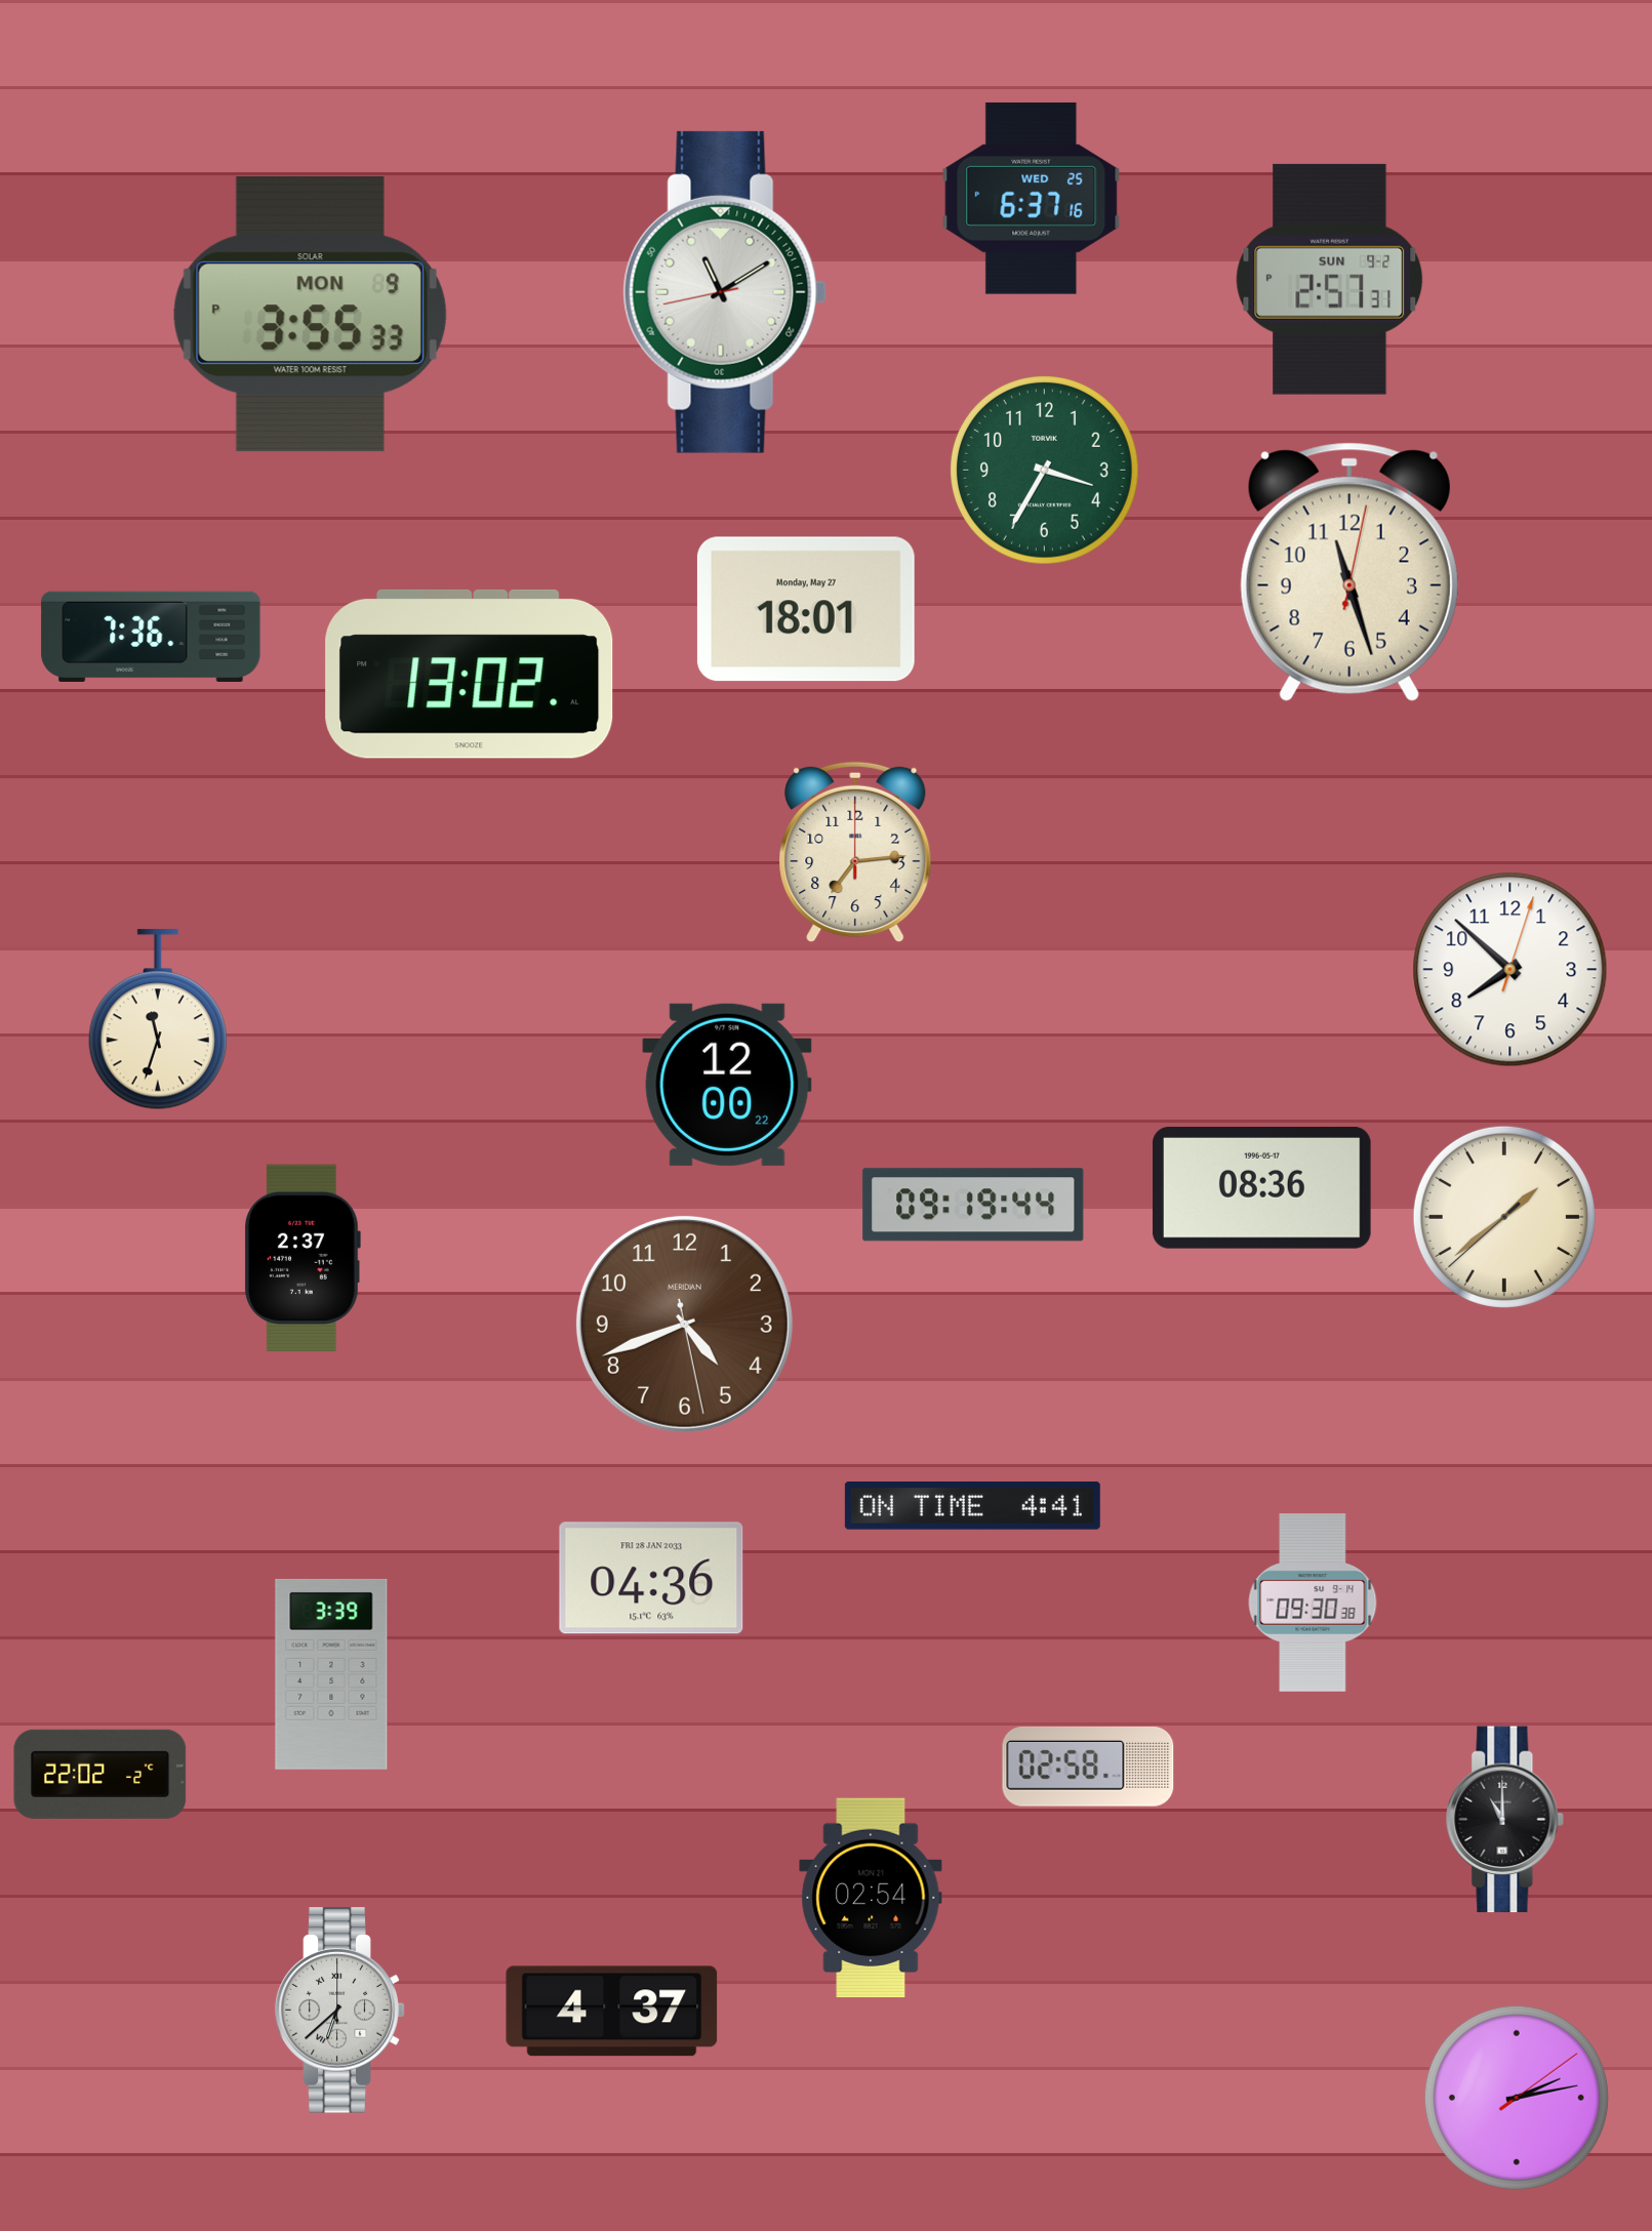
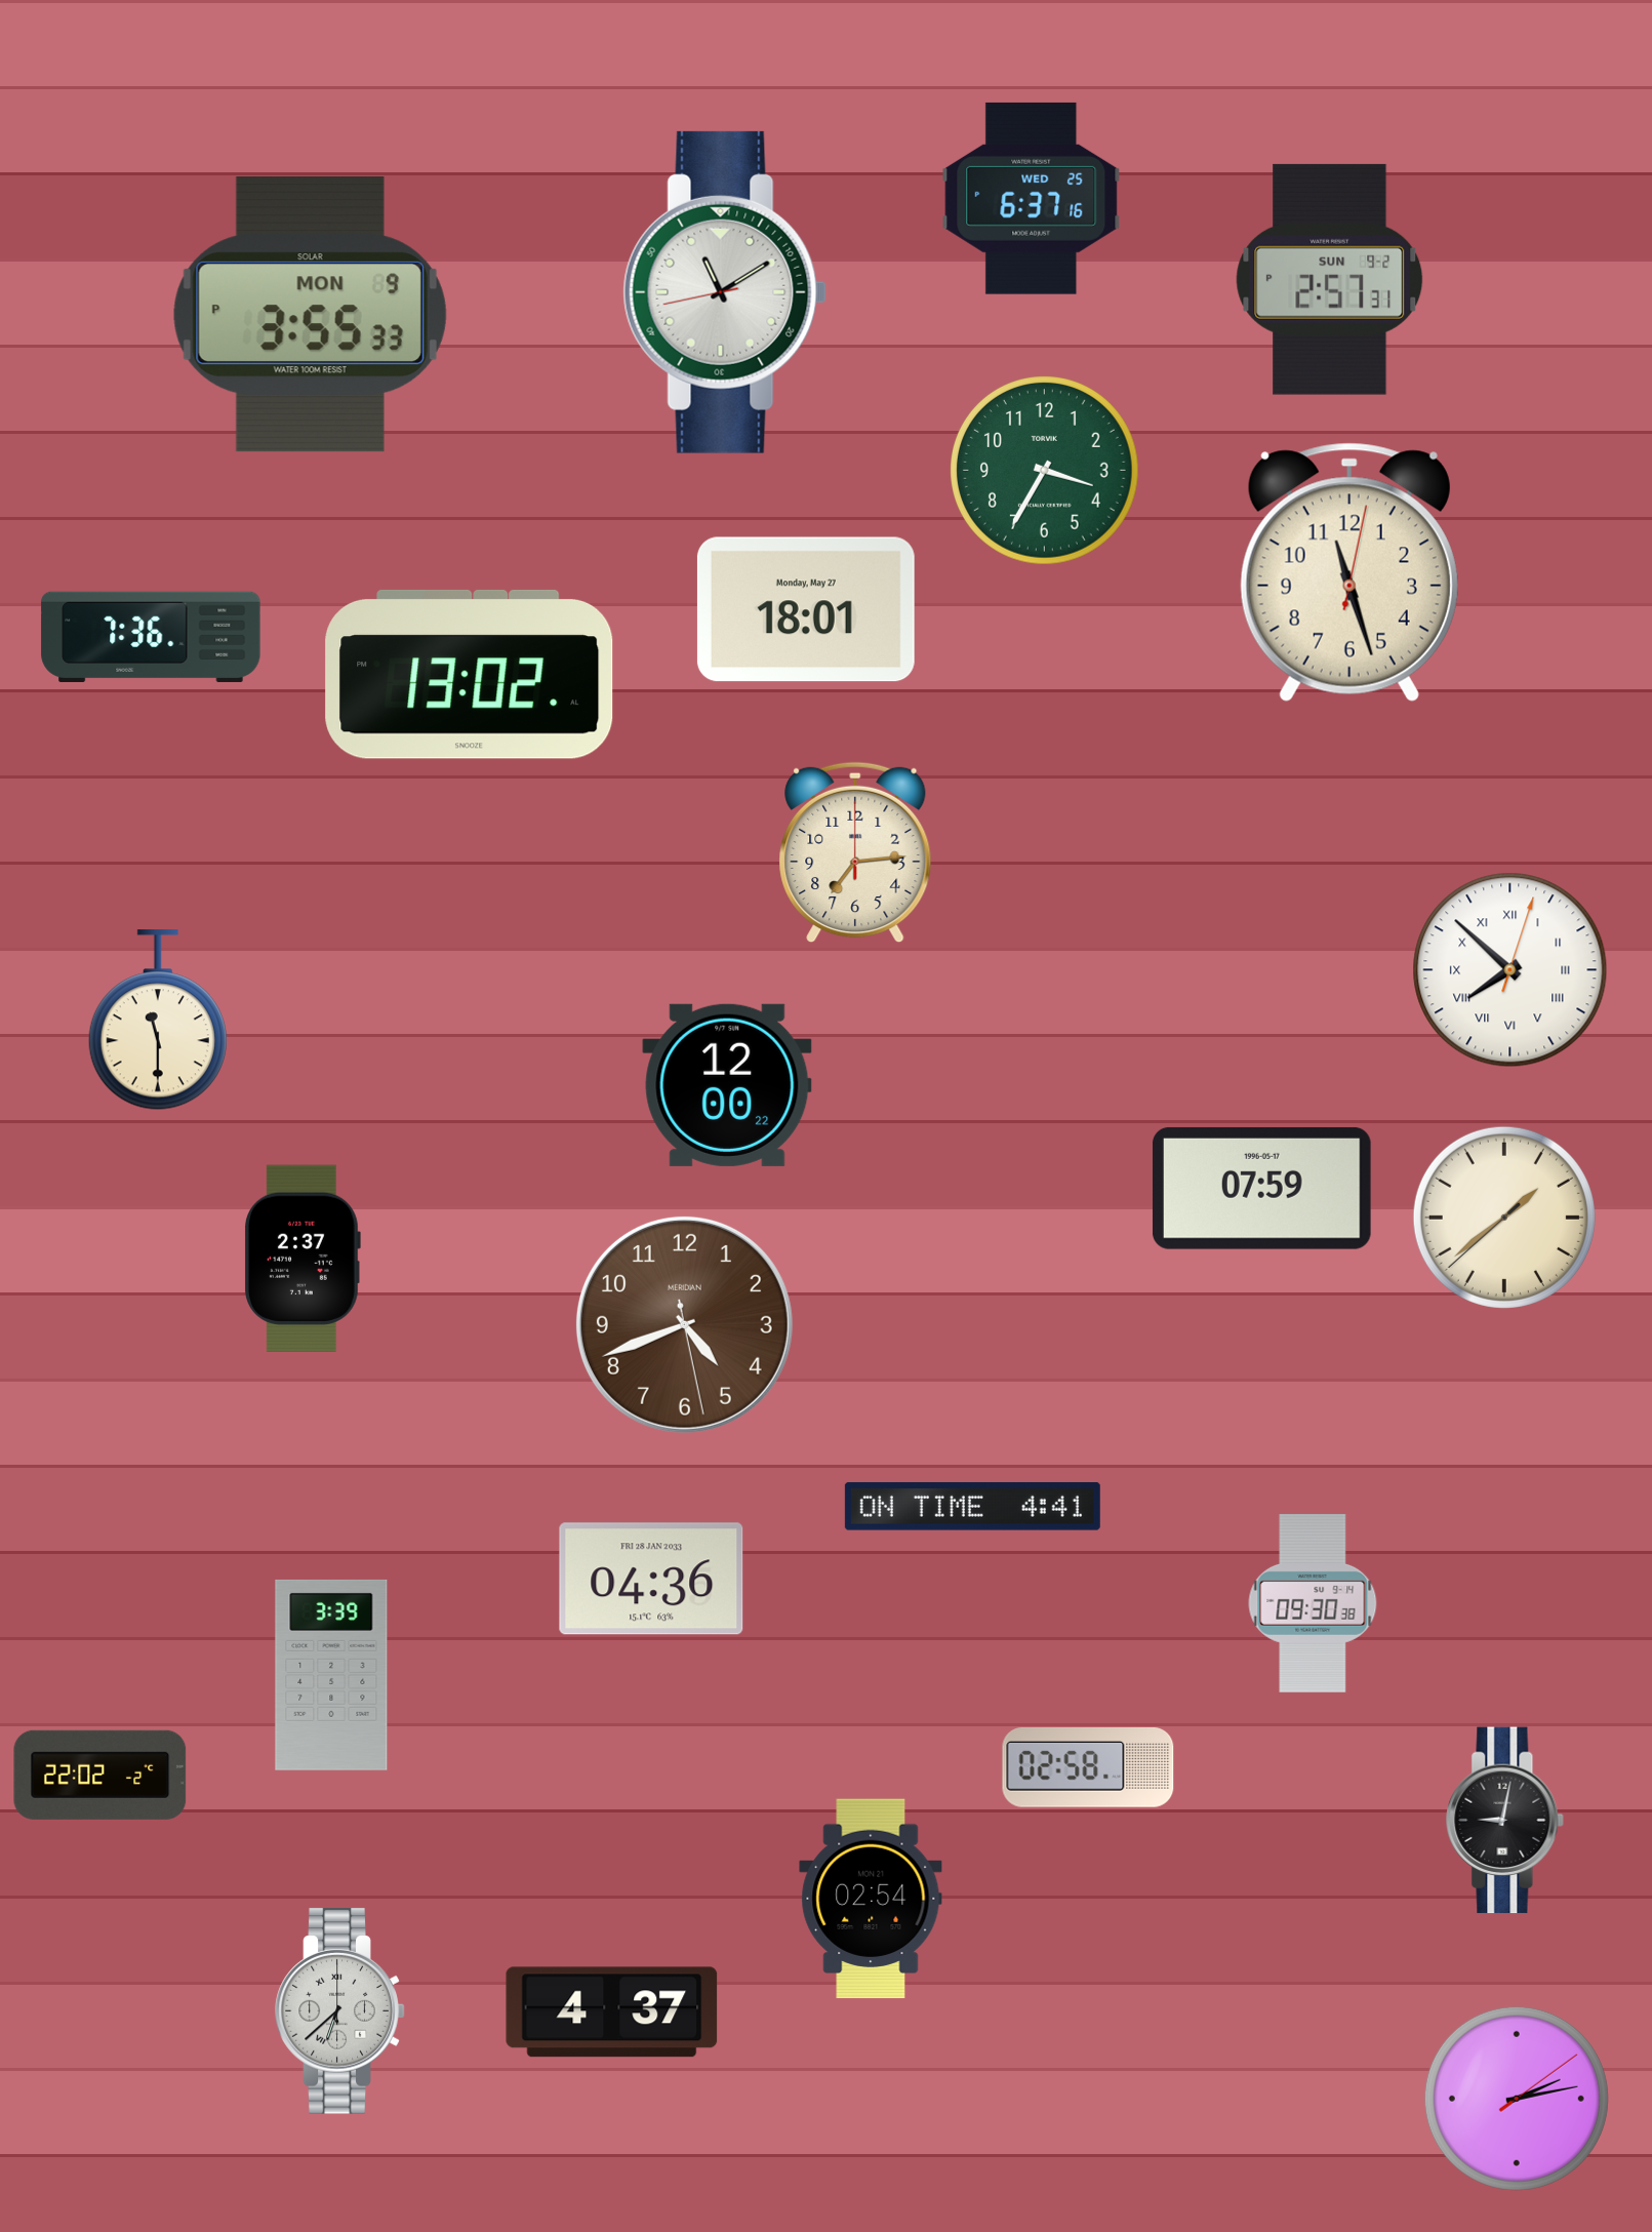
clock at (1510, 970) numerals: Arabic -> Roman
clock at (158, 1020): 11:33 -> 11:30
clock at (1261, 1187): 08:36 -> 07:59
clock at (973, 1205): 09:19 -> none
clock at (1505, 1820): 11:00 -> 9:02
